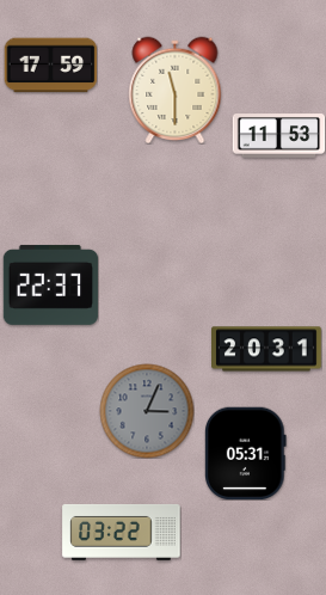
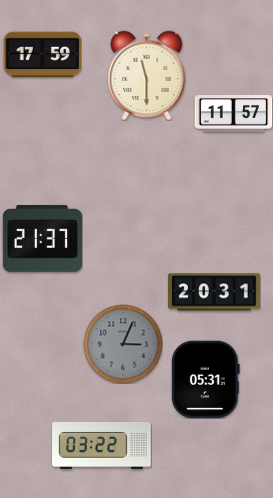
clock at (278, 136): 11:53 -> 11:57
clock at (50, 286): 22:37 -> 21:37
clock at (267, 349) position: (267, 349) -> (215, 292)
